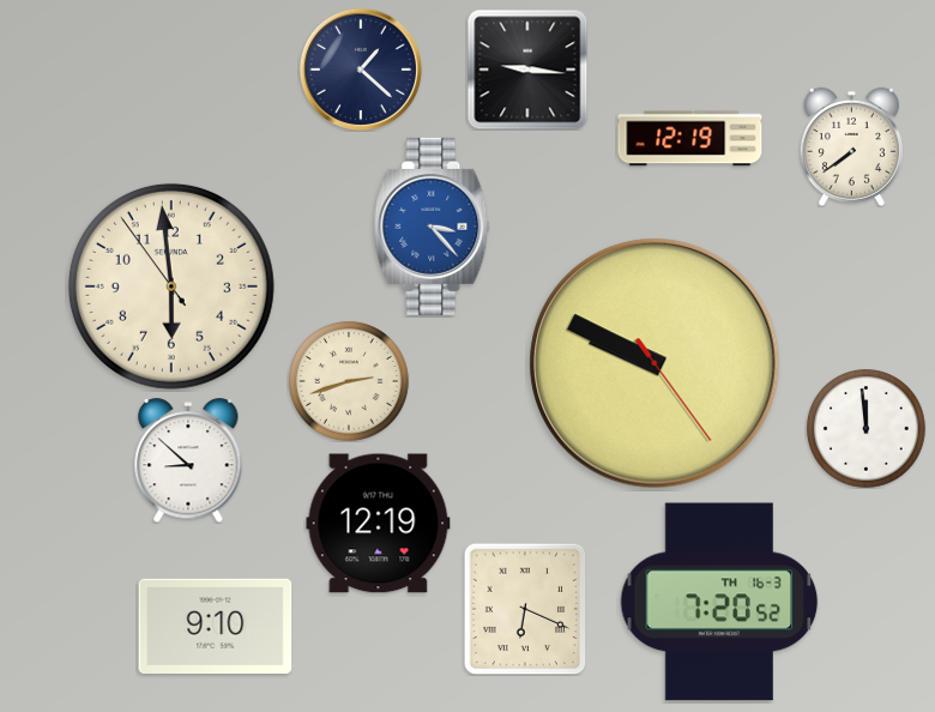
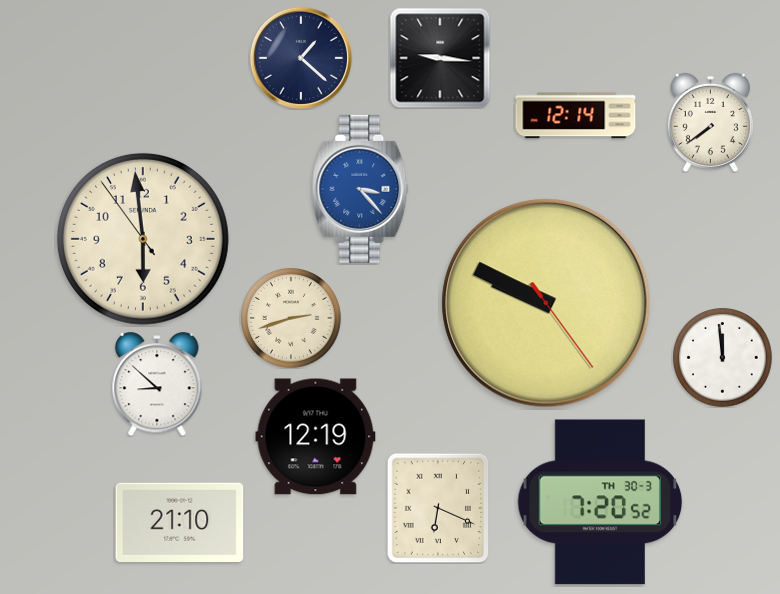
clock at (690, 139): 12:19 -> 12:14
clock at (719, 602) date: TH 16-3 -> TH 30-3
clock at (216, 626): 9:10 -> 21:10
